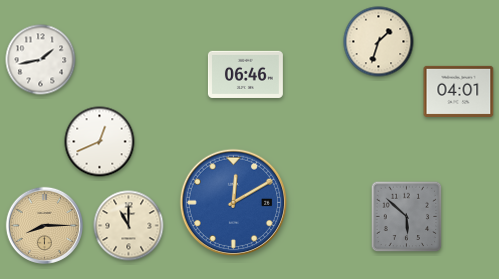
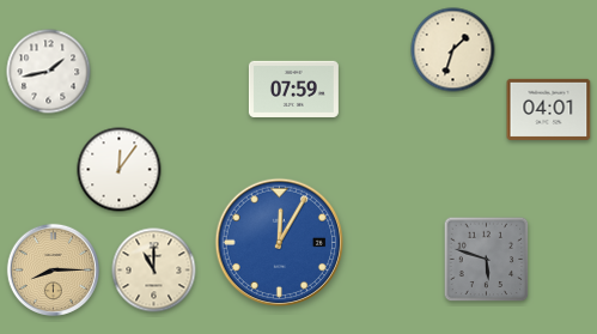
clock at (245, 74): 06:46 -> 07:59
clock at (100, 142): 12:41 -> 12:06
clock at (234, 203): 12:10 -> 12:05
clock at (407, 217): 5:52 -> 5:48
